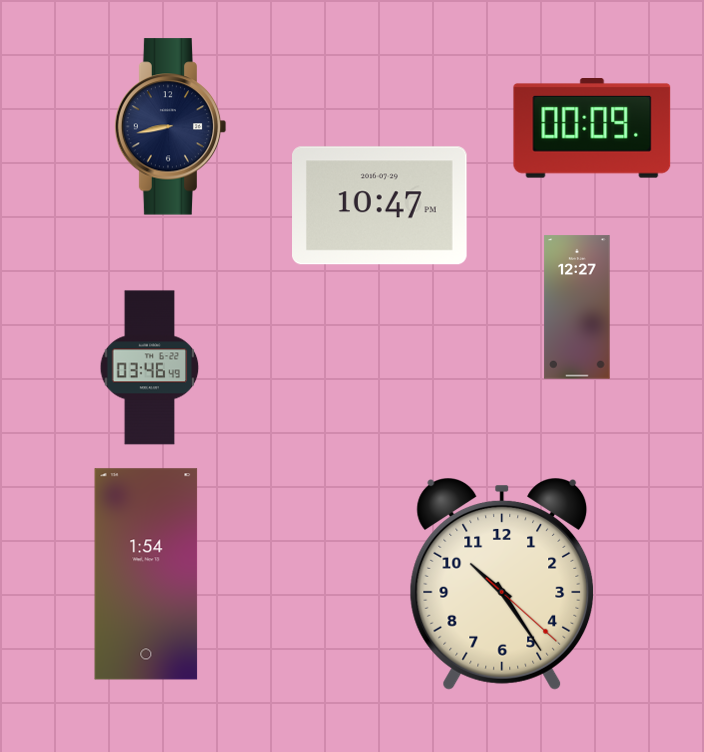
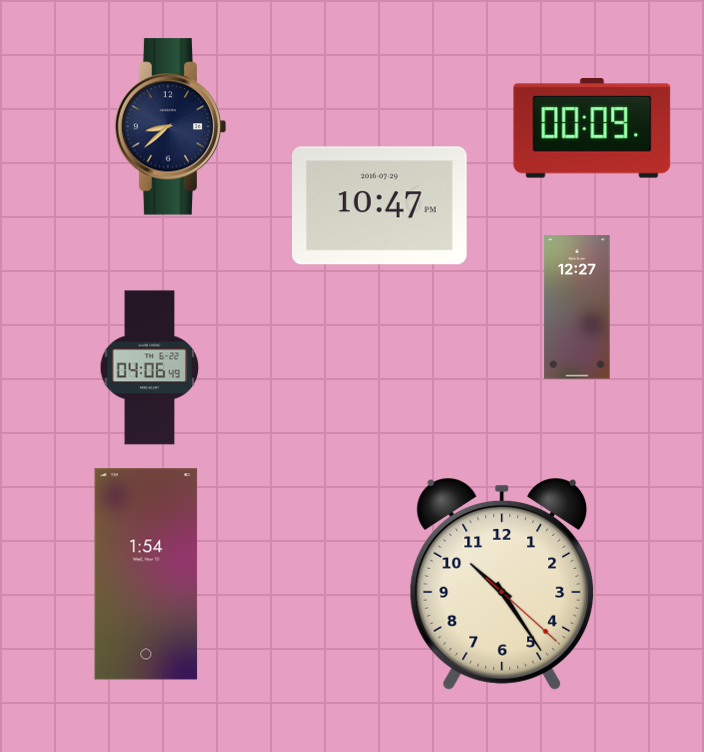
clock at (171, 127): 8:43 -> 8:38
clock at (150, 368): 03:46 -> 04:06
